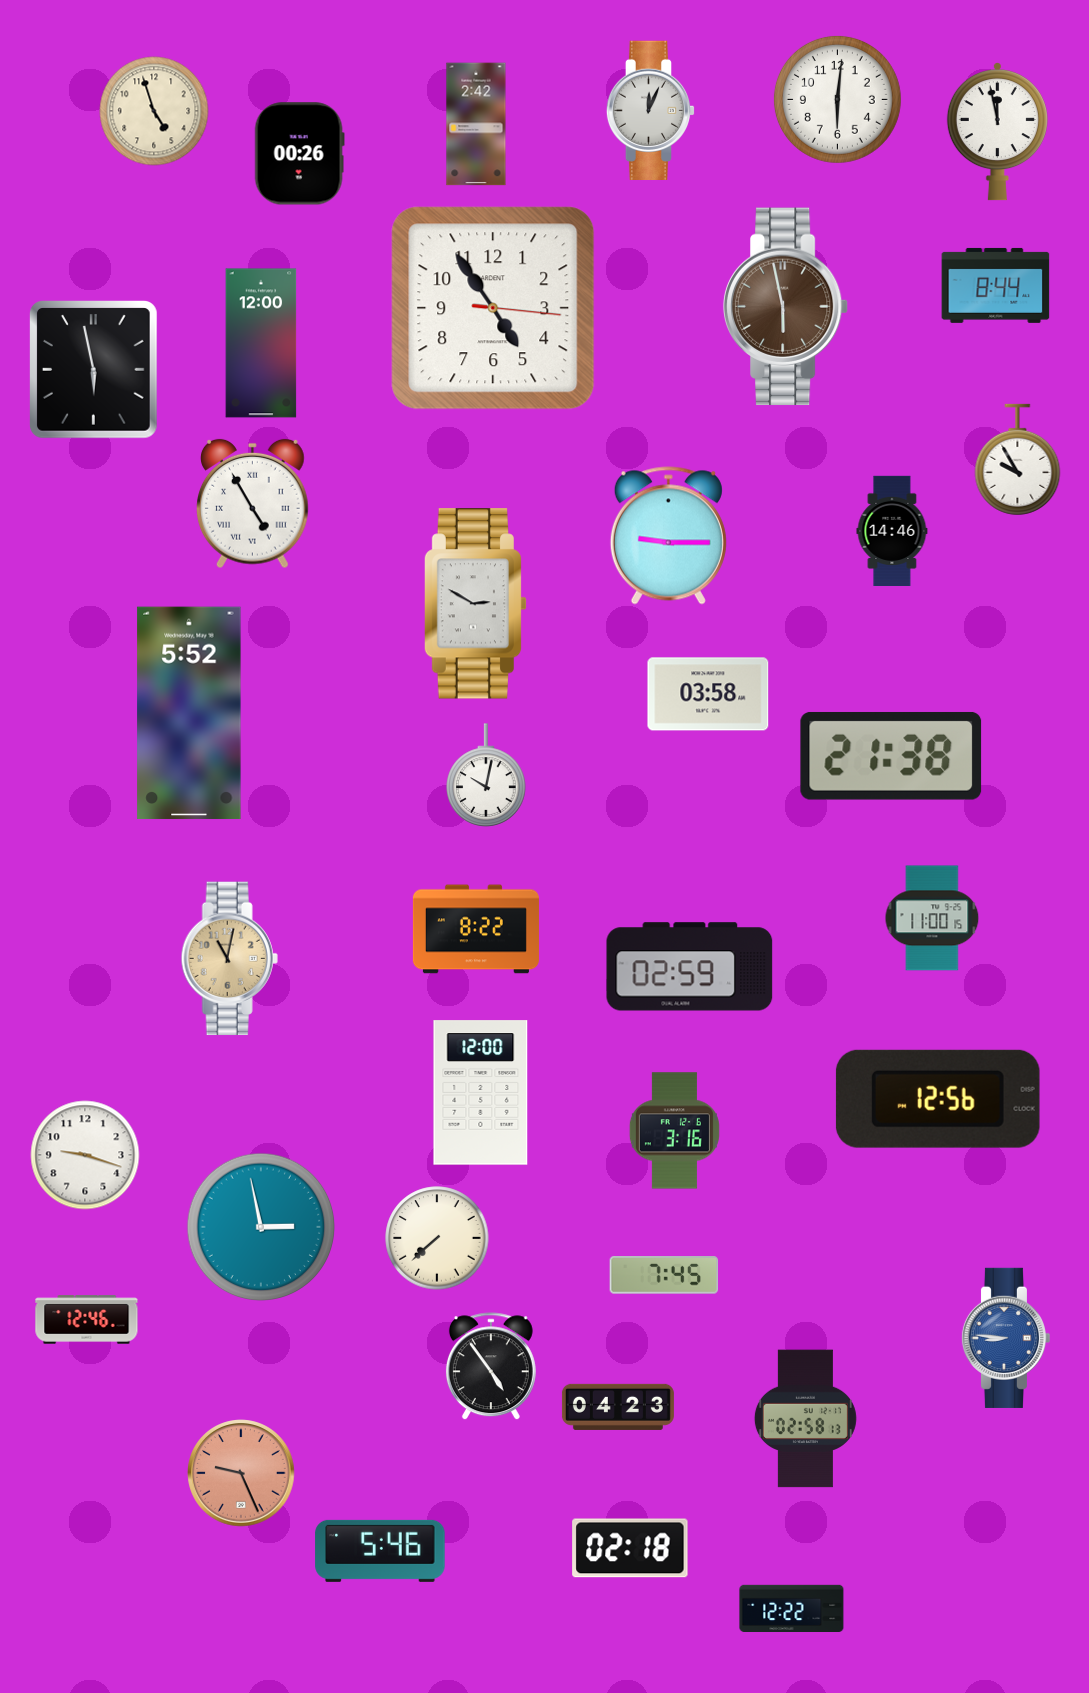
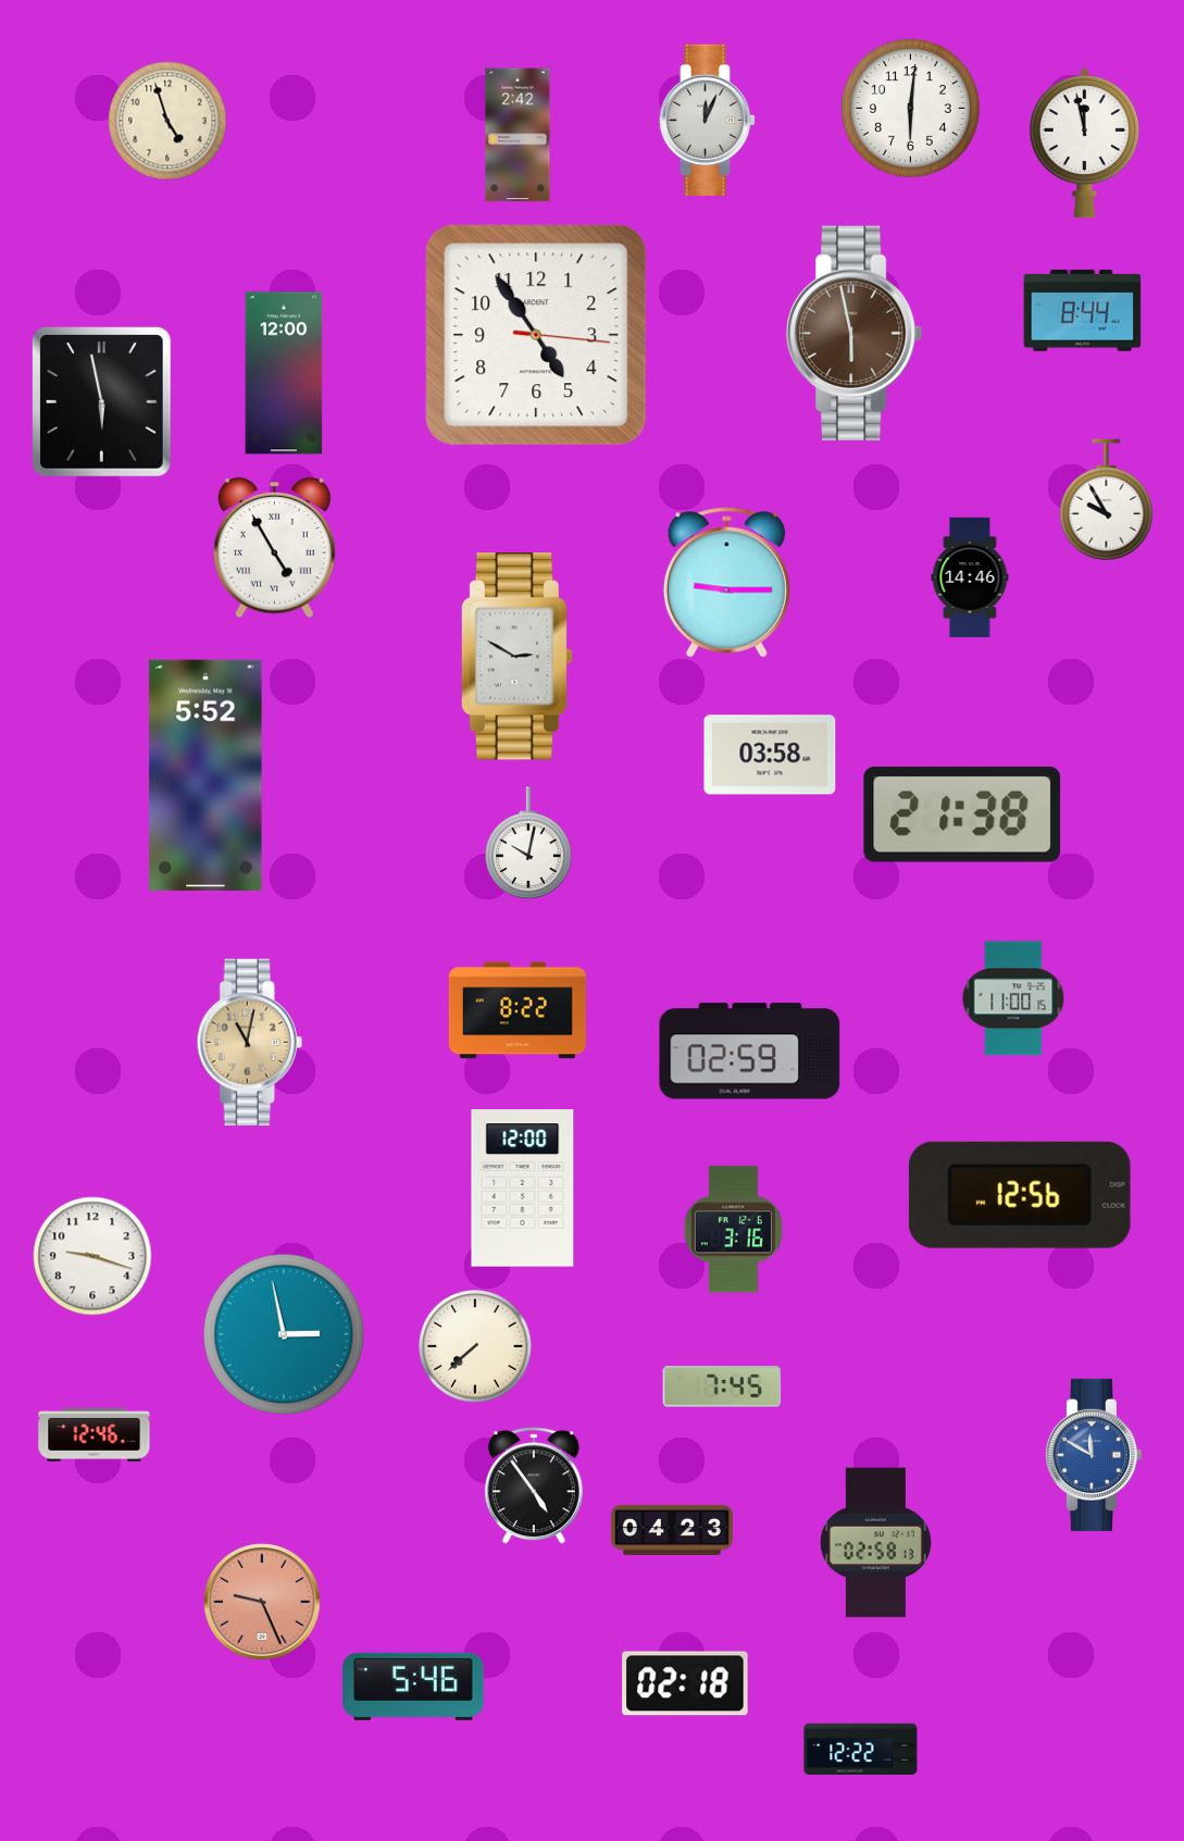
clock at (299, 154): 00:26 -> none
clock at (891, 756) position: (891, 756) -> (962, 814)
clock at (1005, 1338): 8:46 -> 11:50
